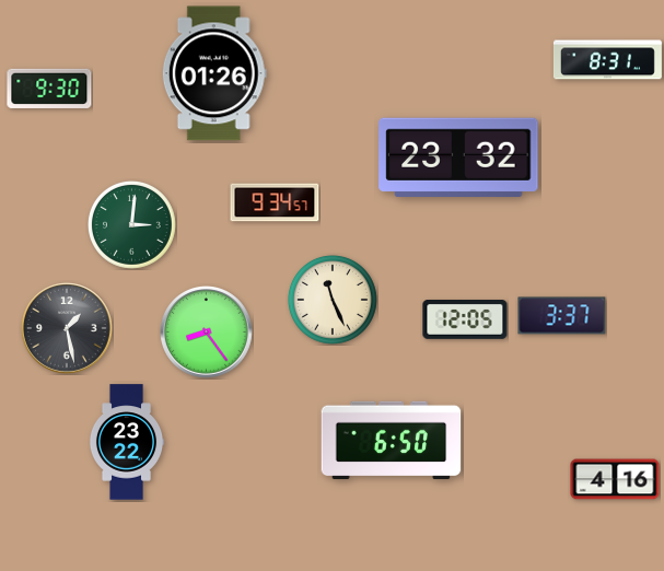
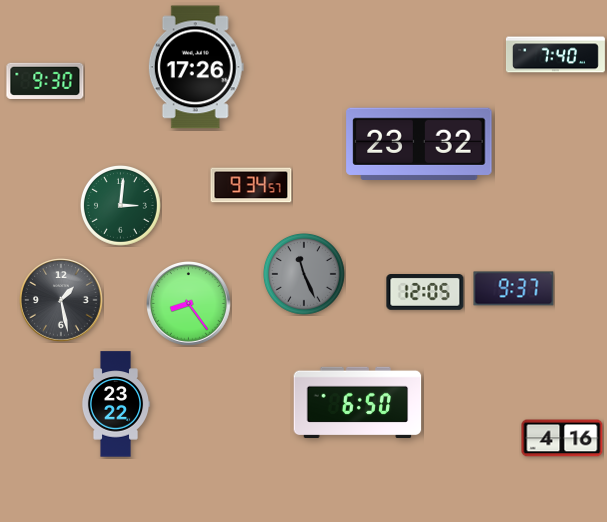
clock at (607, 60): 8:31 -> 7:40
clock at (214, 73): 01:26 -> 17:26
clock at (333, 300) dial: cream -> grey
clock at (562, 316): 3:37 -> 9:37
